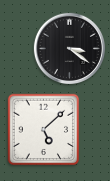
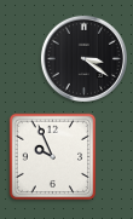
clock at (44, 130): 5:08 -> 9:56
